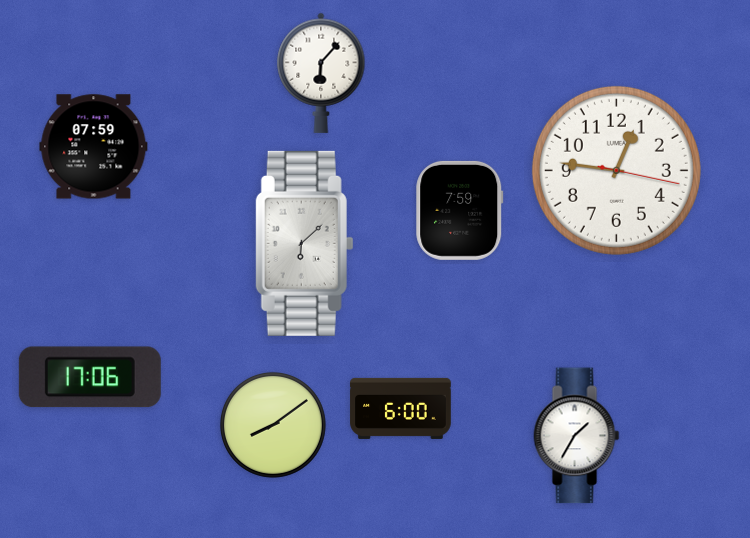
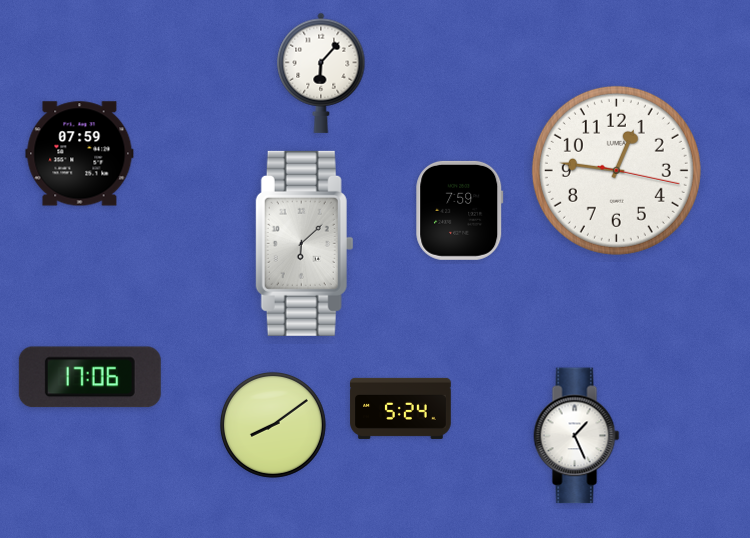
clock at (94, 147) position: (94, 147) -> (80, 154)
clock at (401, 408): 6:00 -> 5:24
clock at (577, 436): 1:35 -> 1:26
